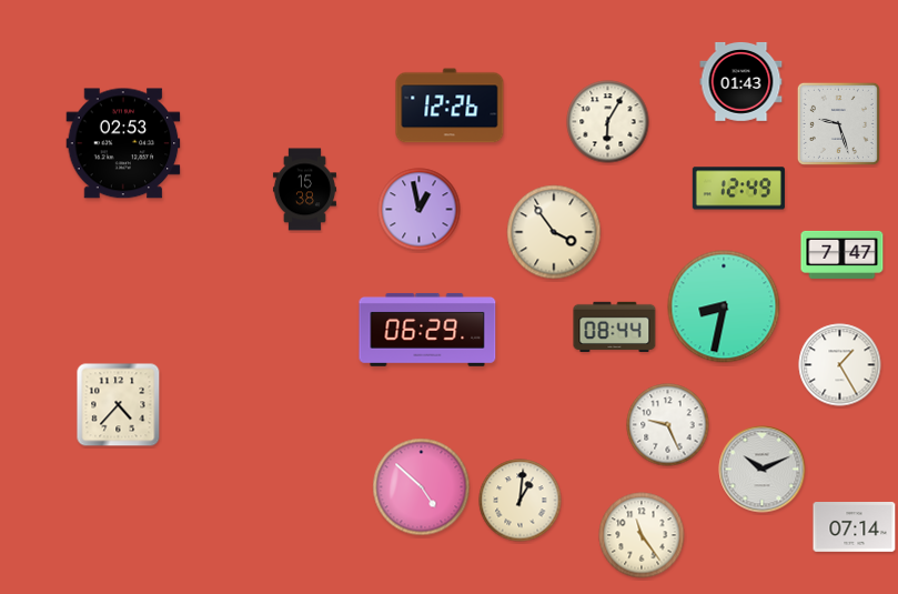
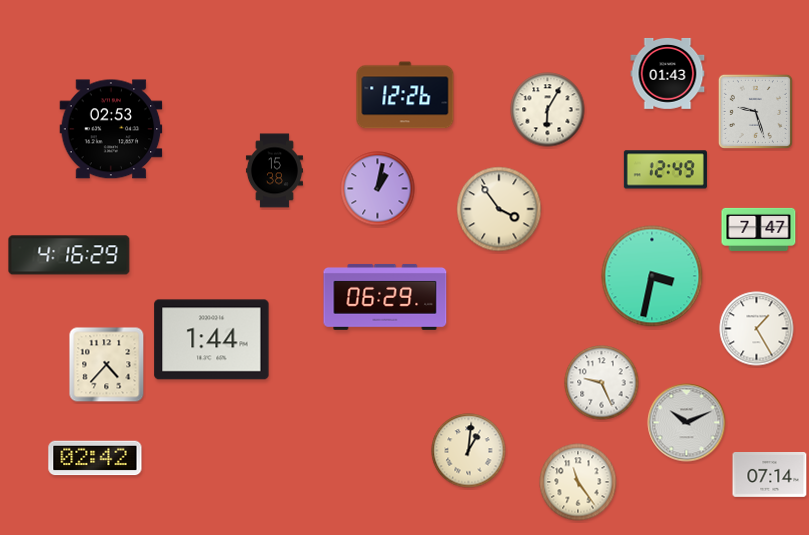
clock at (420, 210): 12:58 -> 1:02
clock at (69, 255): none -> 4:16
clock at (724, 306): 8:32 -> 3:32
clock at (615, 326): 08:44 -> none
clock at (212, 340): none -> 1:44
clock at (422, 487): 4:52 -> none
clock at (95, 458): none -> 02:42
